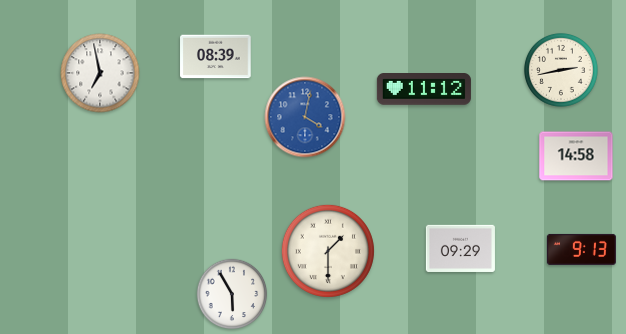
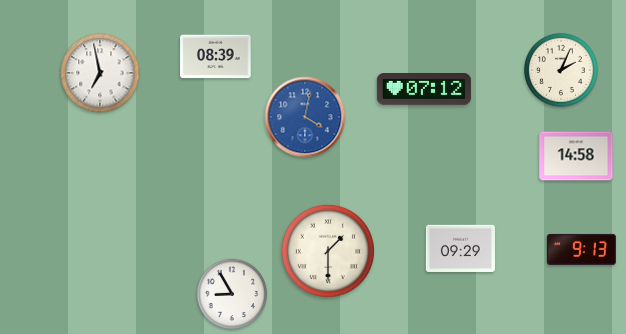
clock at (561, 70): 2:43 -> 2:04
clock at (424, 89): 11:12 -> 07:12
clock at (232, 294): 5:55 -> 8:55
